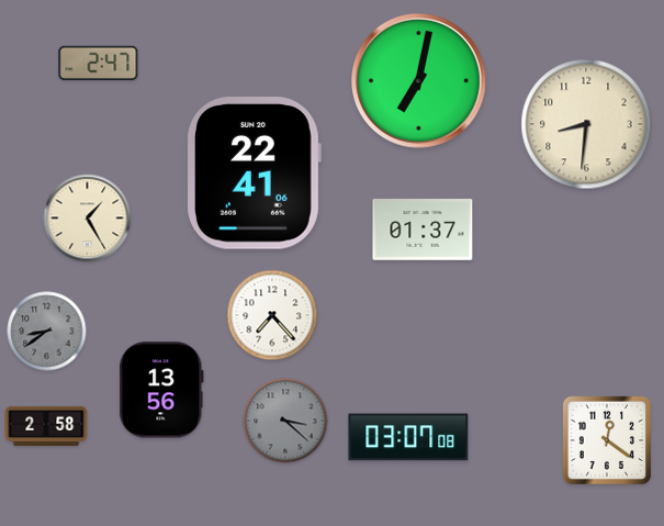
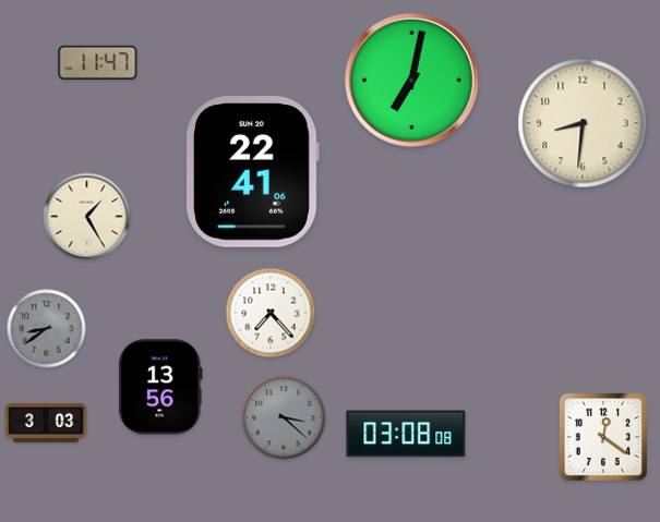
clock at (99, 63): 2:47 -> 11:47
clock at (419, 81) position: (419, 81) -> (412, 81)
clock at (423, 231): 01:37 -> none
clock at (46, 426): 2:58 -> 3:03
clock at (408, 437): 03:07 -> 03:08
